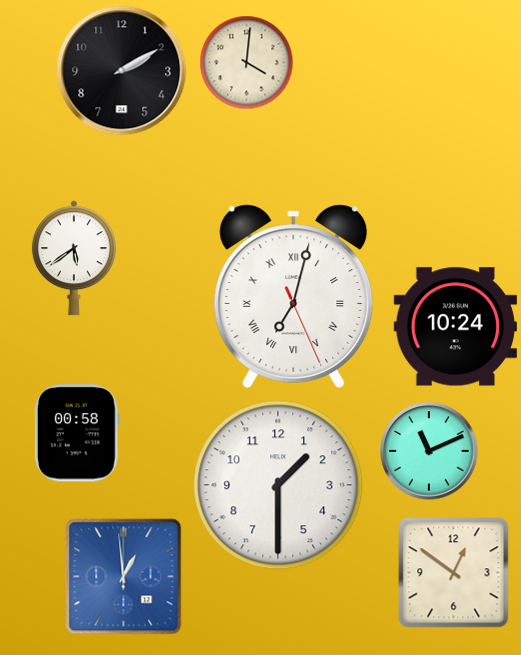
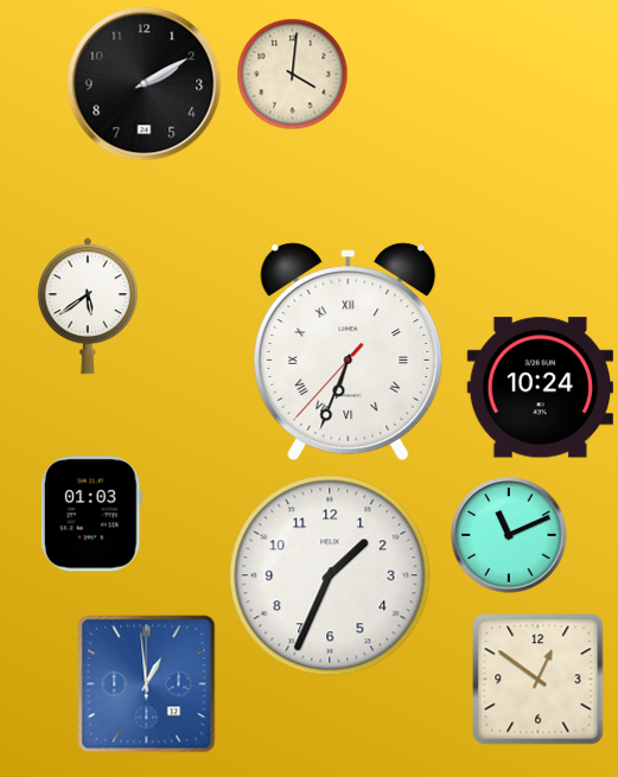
clock at (294, 296): 7:02 -> 6:33
clock at (77, 433): 00:58 -> 01:03
clock at (278, 485): 1:30 -> 1:34
